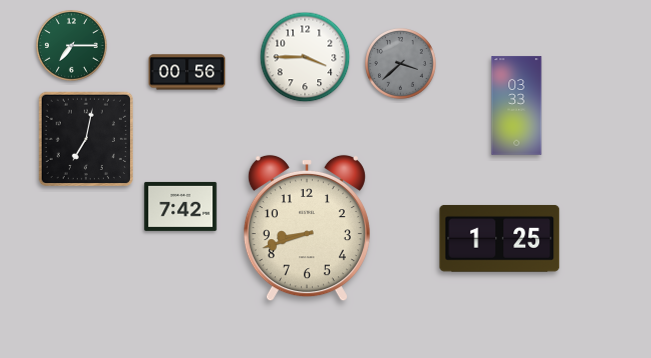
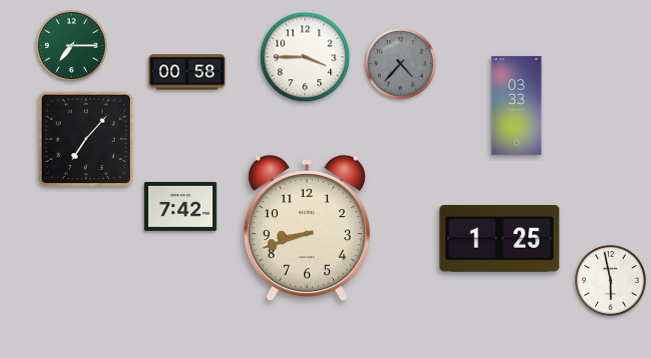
clock at (401, 64): 3:38 -> 4:37
clock at (187, 72): 00:56 -> 00:58
clock at (85, 138): 7:02 -> 7:07
clock at (611, 281): none -> 5:58
